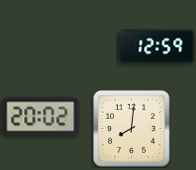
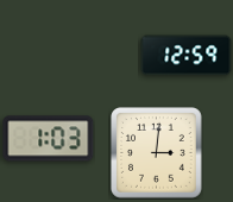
clock at (41, 117): 20:02 -> 1:03
clock at (132, 129): 8:01 -> 3:01
